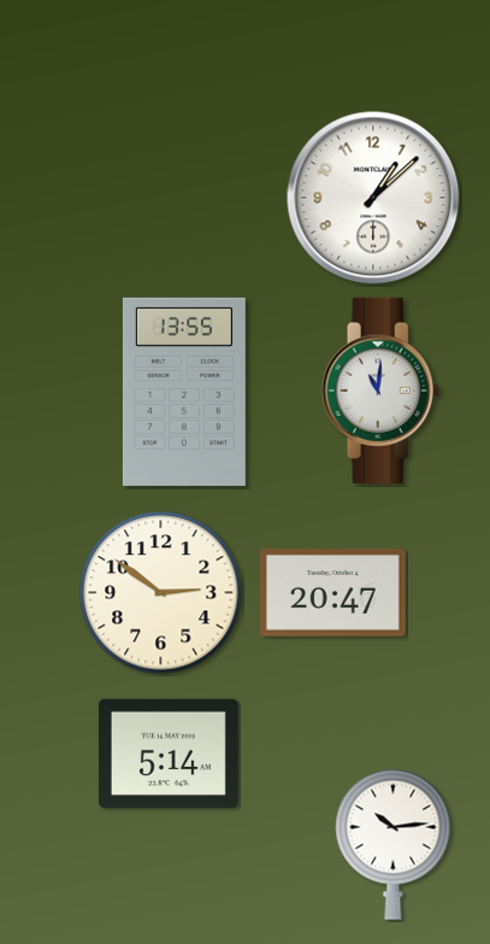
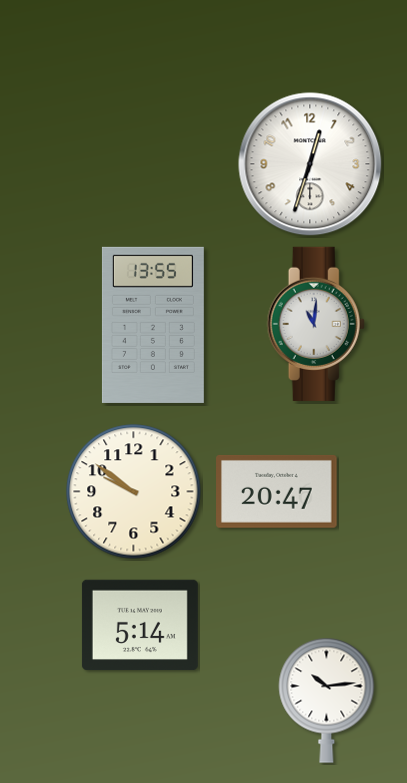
clock at (373, 198): 1:08 -> 12:33
clock at (161, 593): 2:51 -> 9:51
